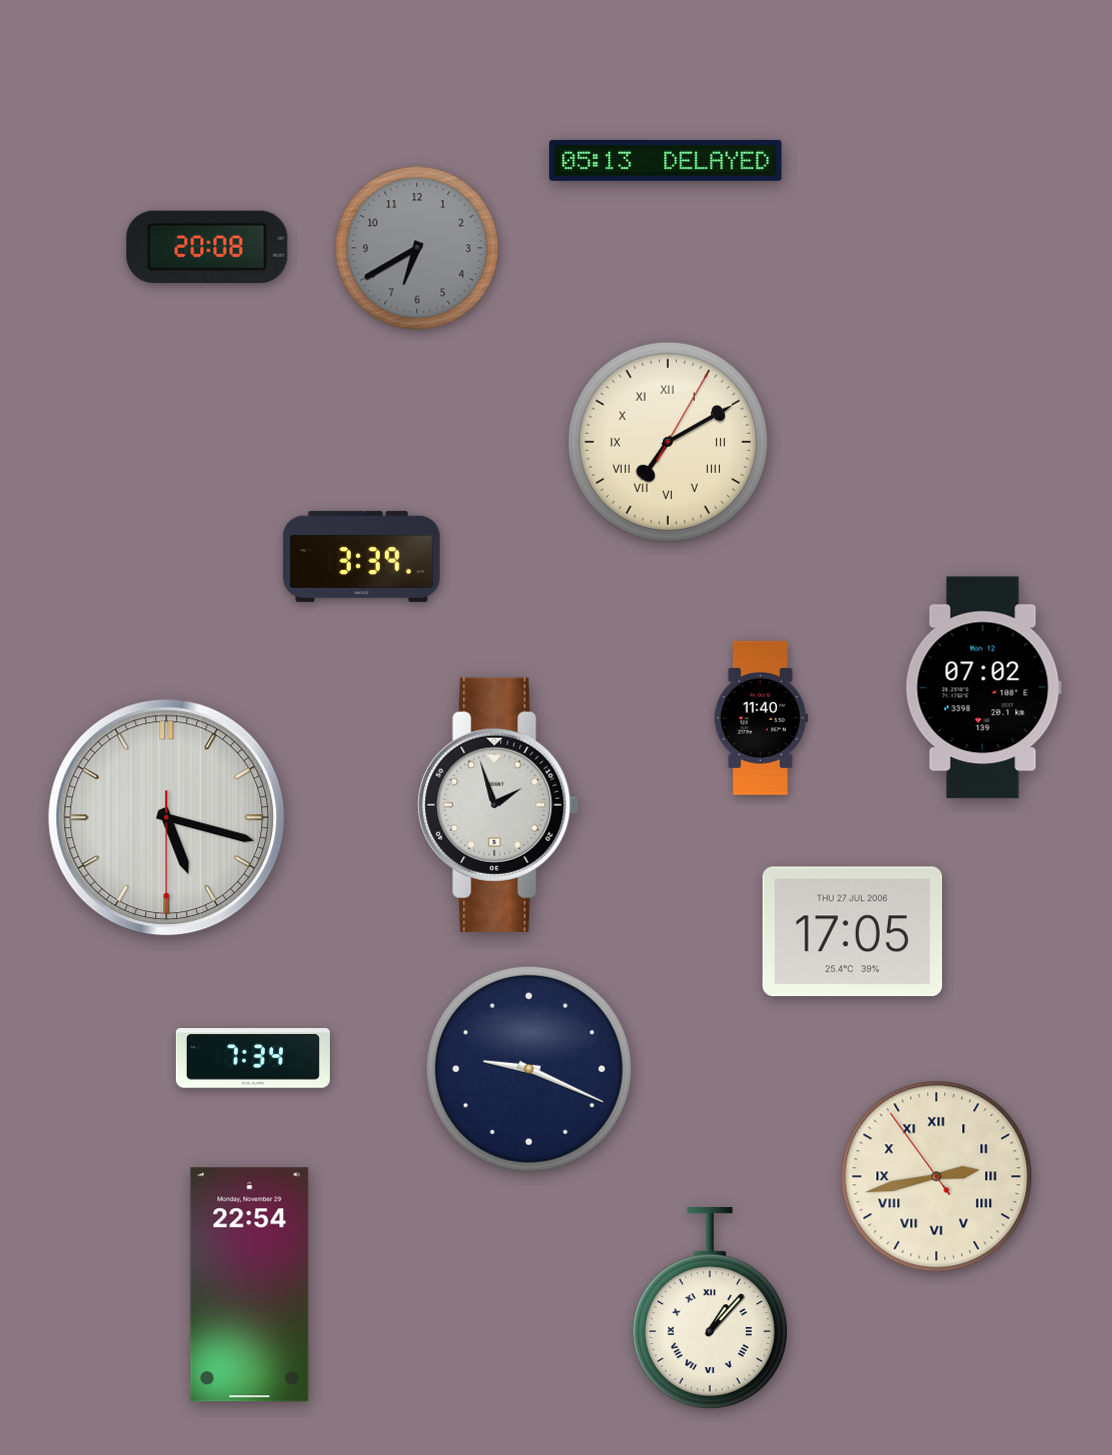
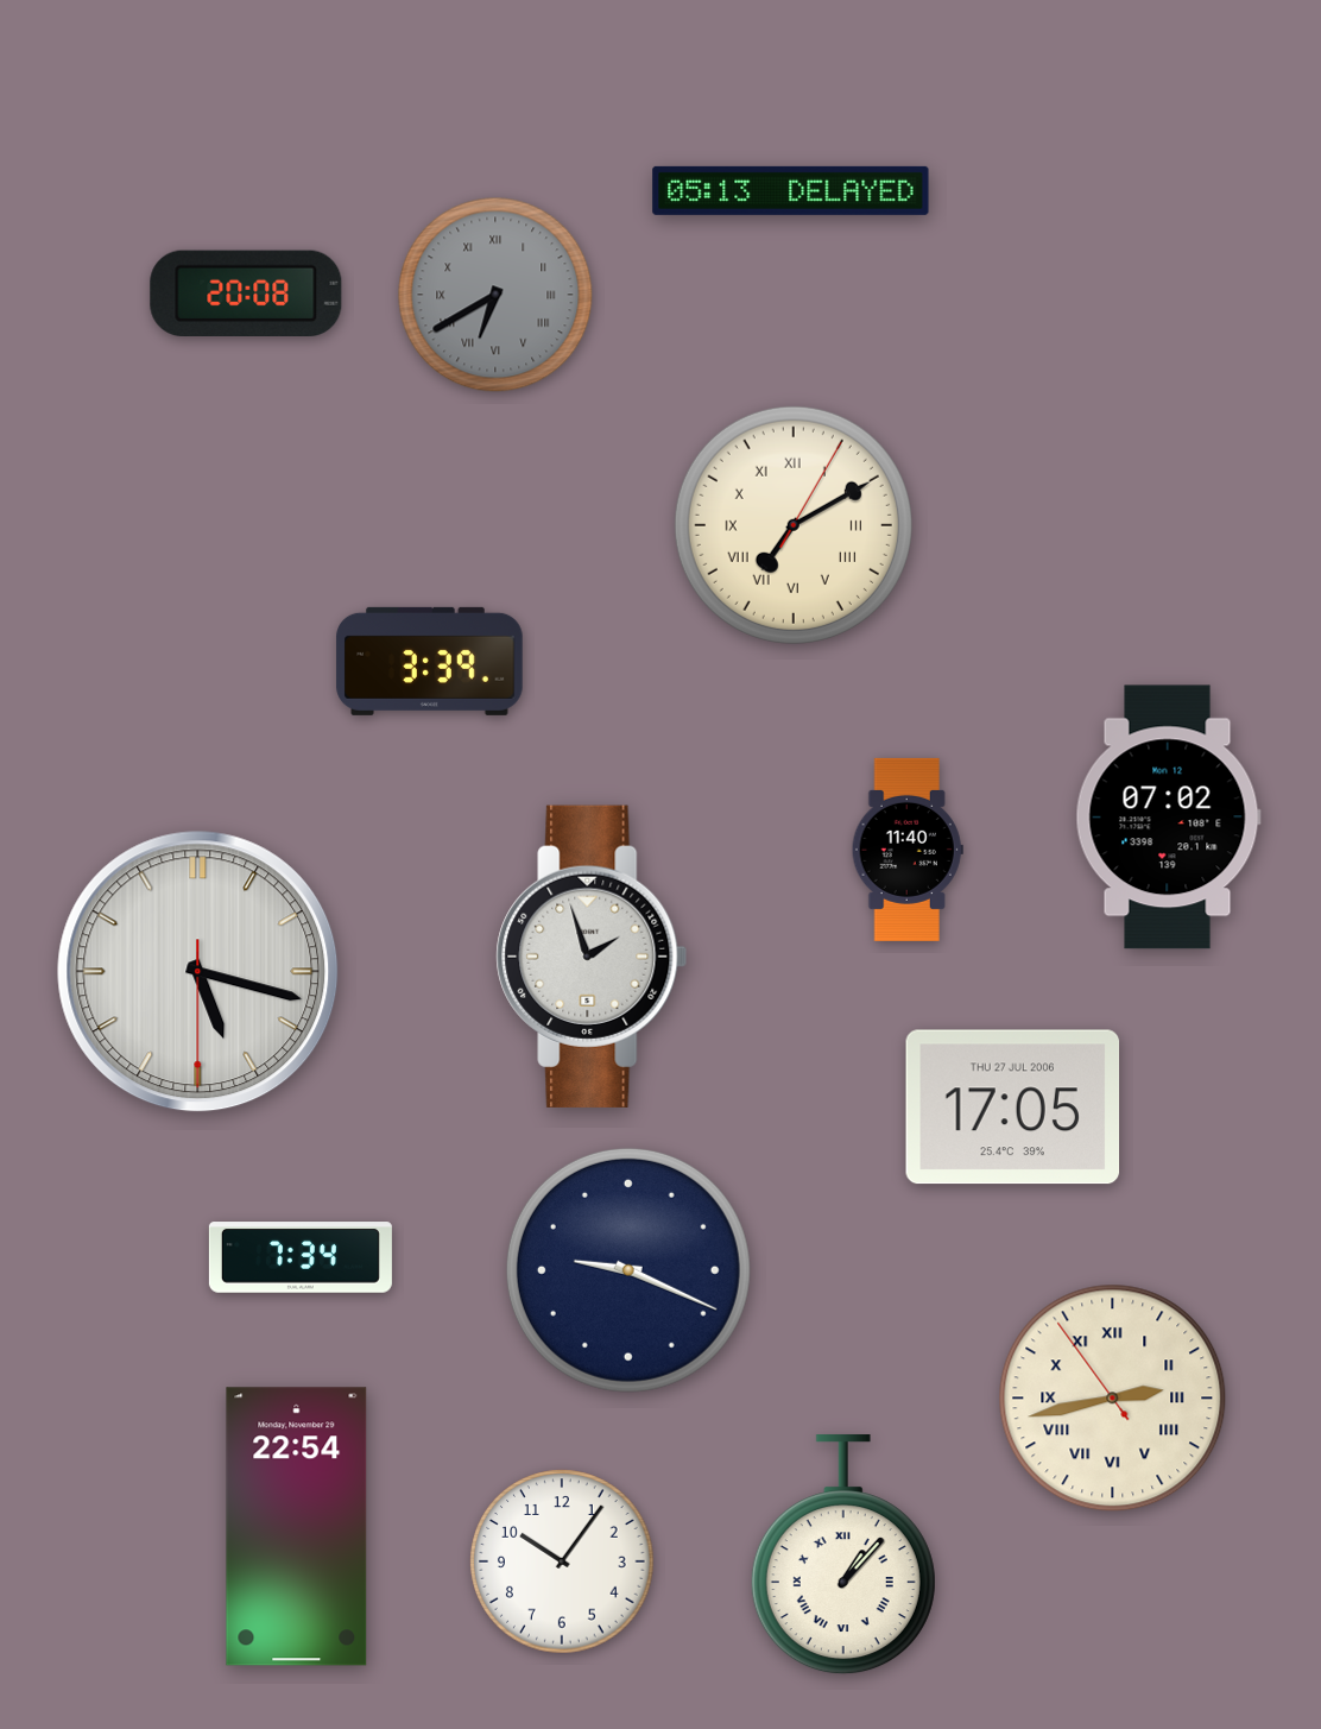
clock at (417, 248) numerals: Arabic -> Roman
clock at (761, 718) position: (761, 718) -> (908, 850)
clock at (562, 1561): none -> 10:06
